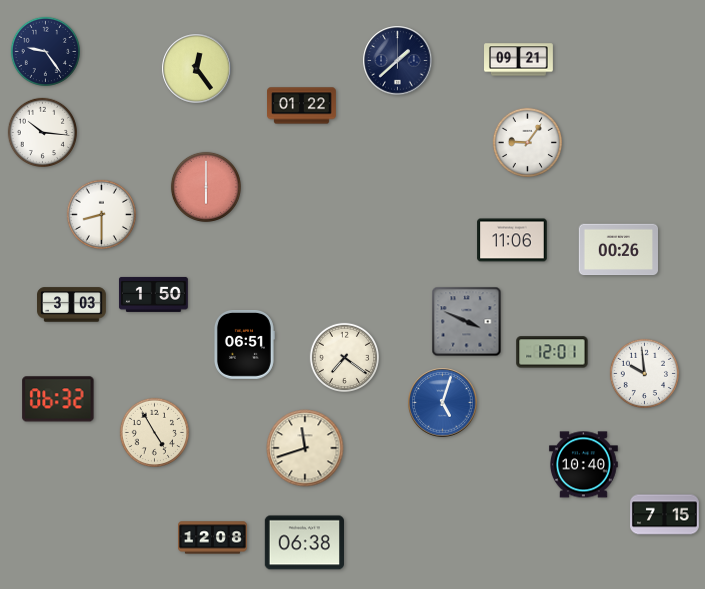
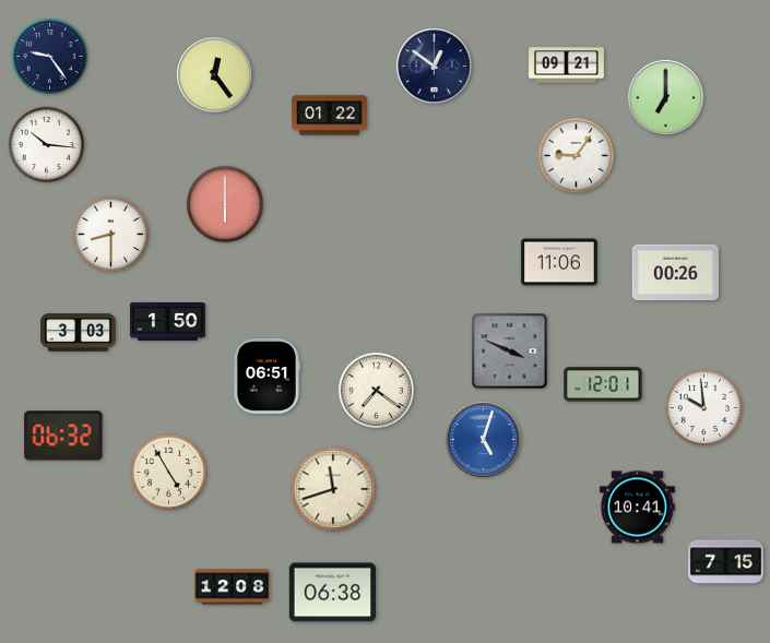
clock at (398, 61): 1:38 -> 12:51
clock at (666, 98): none -> 7:00
clock at (583, 465): 10:40 -> 10:41
